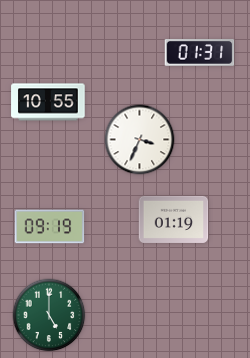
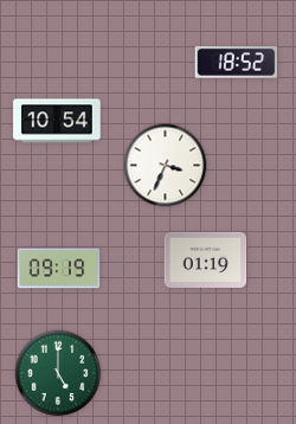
clock at (200, 53): 01:31 -> 18:52
clock at (48, 102): 10:55 -> 10:54
